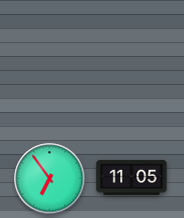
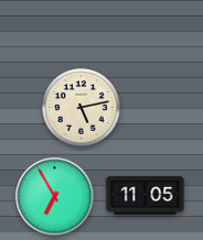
clock at (82, 108): none -> 5:13
clock at (50, 179): 6:54 -> 6:55
